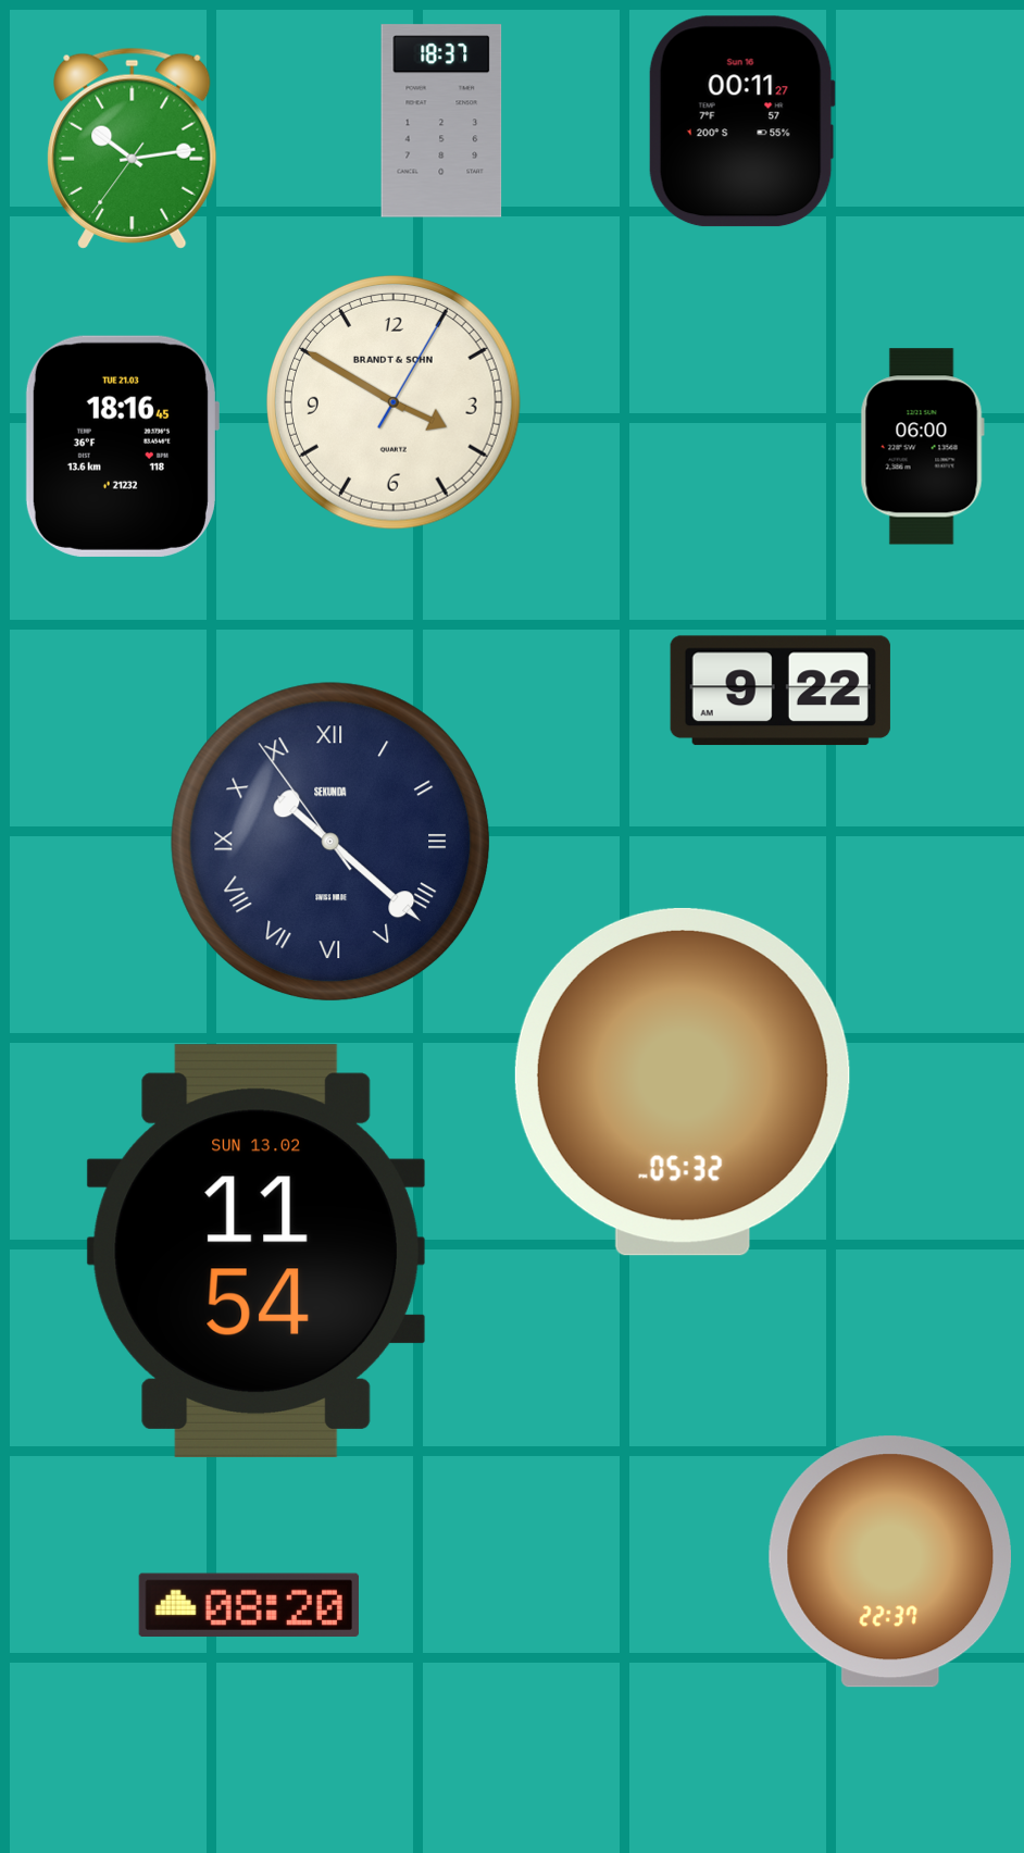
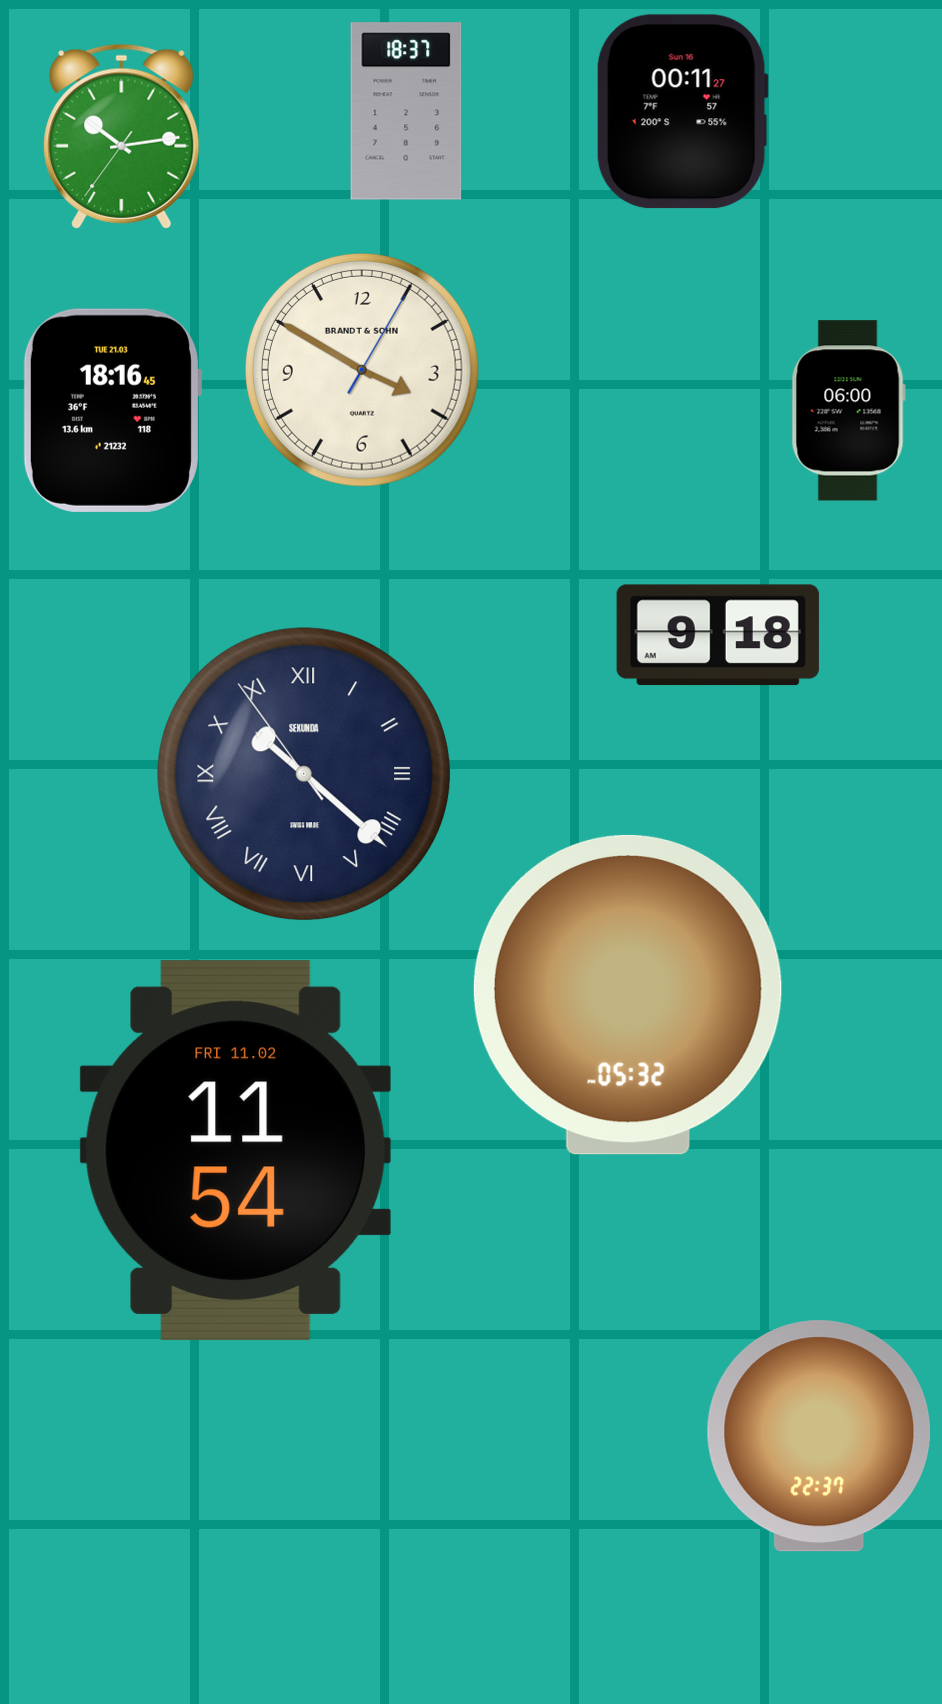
clock at (781, 691): 9:22 -> 9:18
clock at (255, 1251) date: SUN 13.02 -> FRI 11.02
clock at (249, 1605): 08:20 -> none
